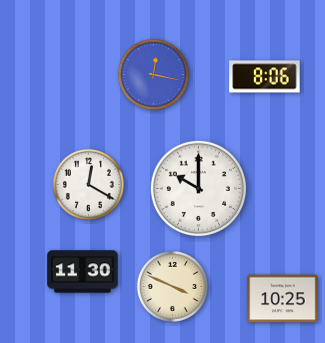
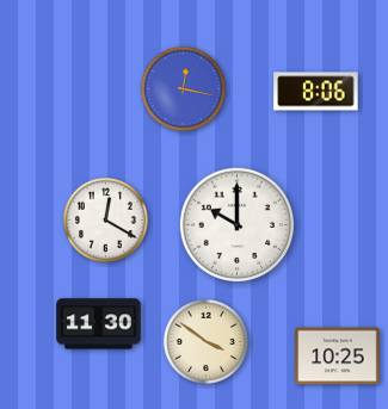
clock at (172, 286): 3:49 -> 3:51
